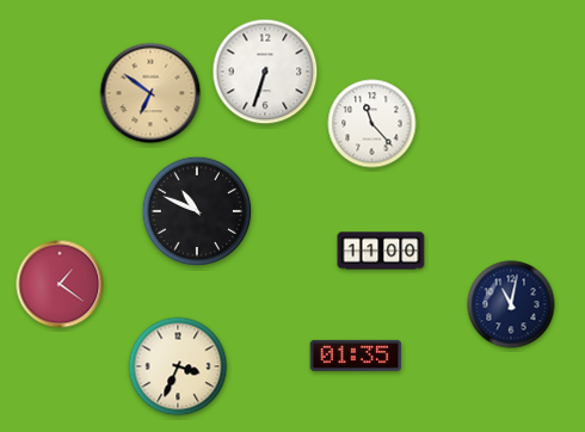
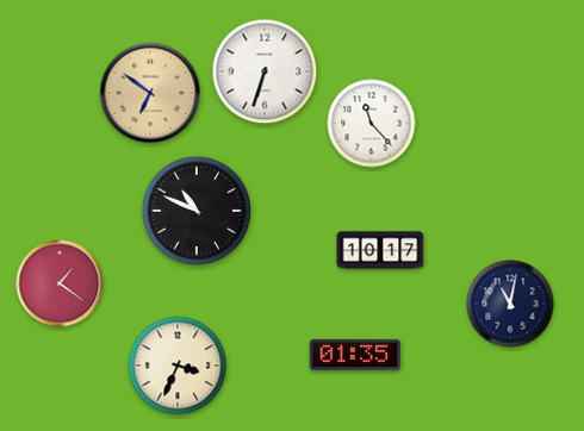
clock at (381, 251): 11:00 -> 10:17
